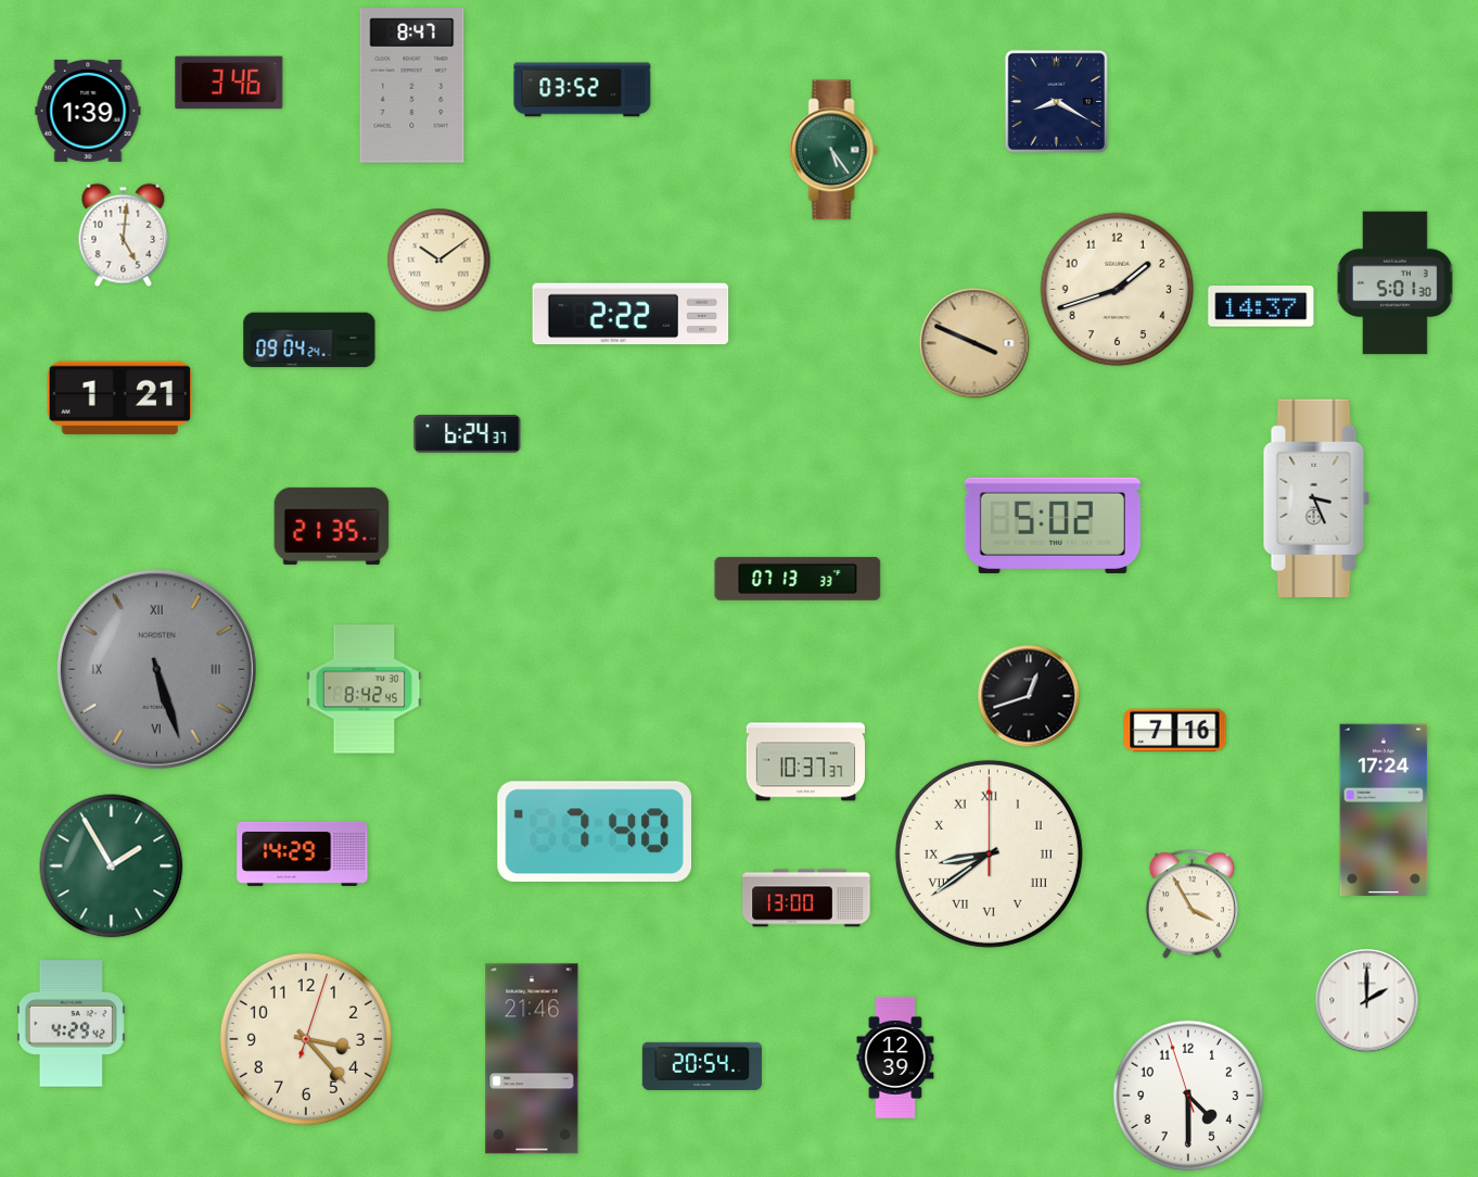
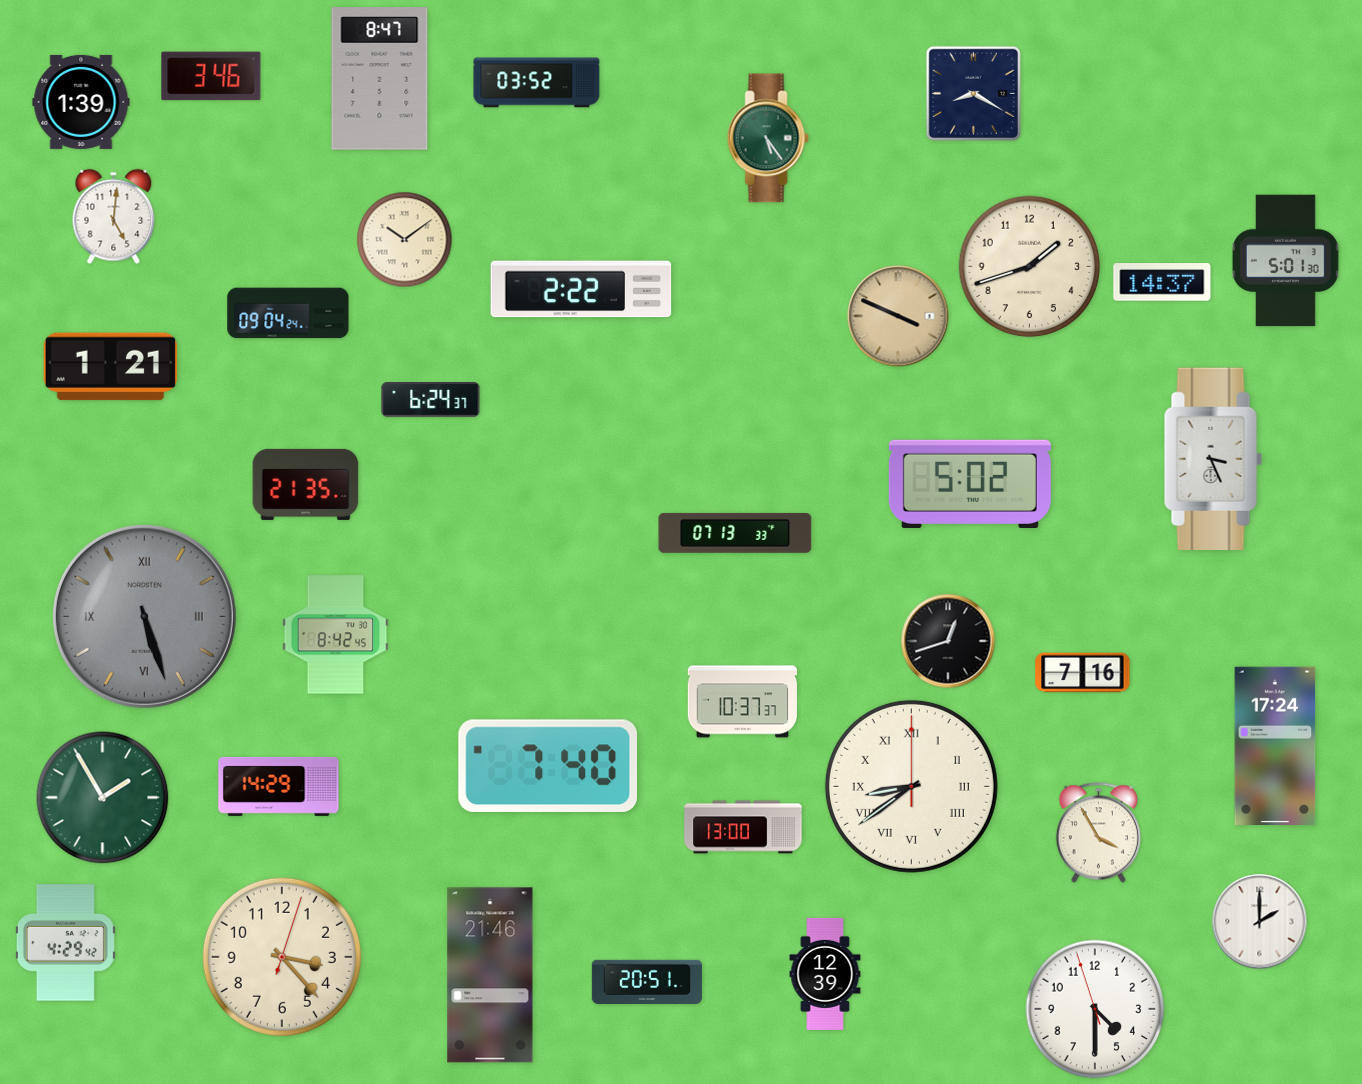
clock at (309, 340) position: (309, 340) -> (288, 313)
clock at (701, 1066): 20:54 -> 20:51
